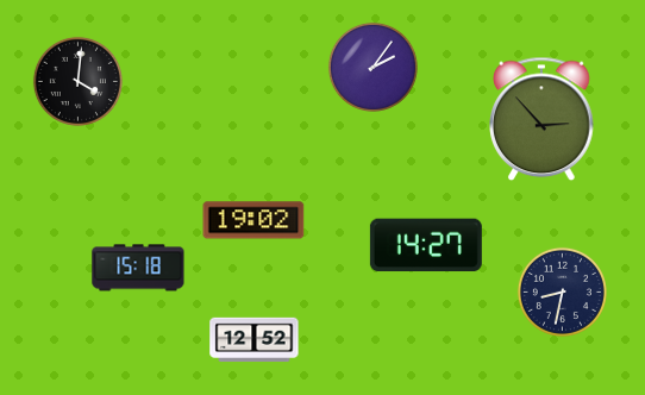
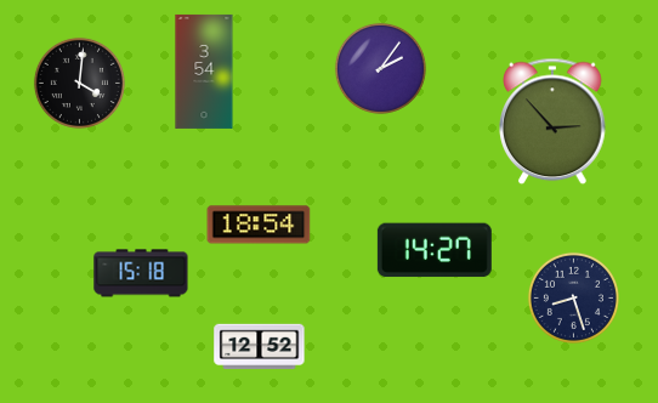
clock at (204, 72): none -> 3:54
clock at (253, 220): 19:02 -> 18:54
clock at (562, 291): 8:32 -> 8:27
